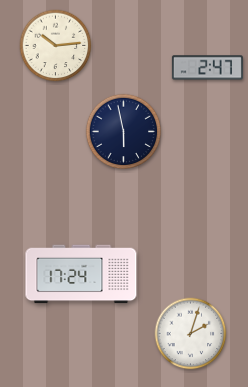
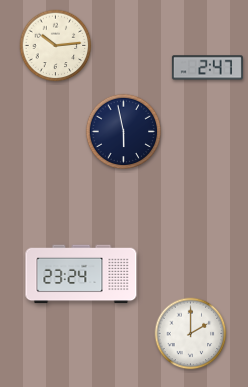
clock at (81, 274): 17:24 -> 23:24
clock at (191, 334): 2:03 -> 2:00
